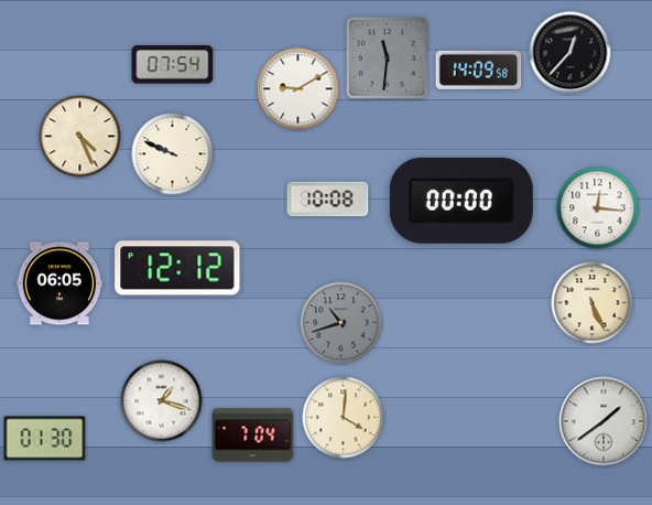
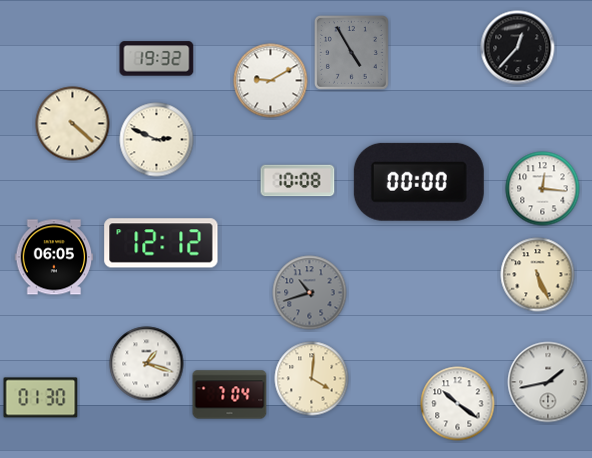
clock at (387, 57): 11:31 -> 4:55
clock at (173, 65): 07:54 -> 19:32
clock at (479, 69): 14:09 -> none
clock at (80, 137): 4:26 -> 4:22
clock at (173, 154): 9:49 -> 2:49
clock at (604, 421): 1:39 -> 1:43
clock at (458, 404): none -> 10:21
